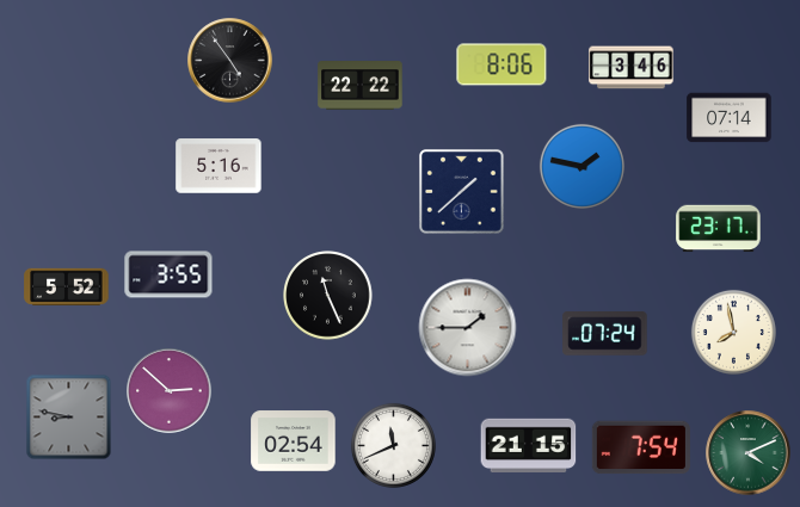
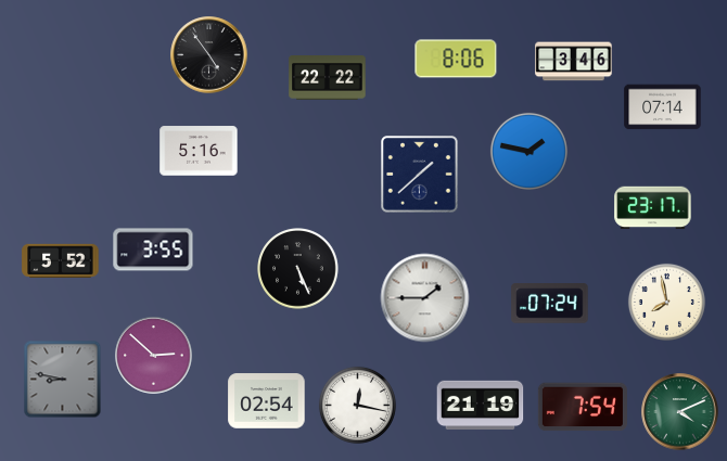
clock at (328, 296): 11:26 -> 5:26
clock at (393, 445): 11:41 -> 12:17
clock at (529, 445): 21:15 -> 21:19
